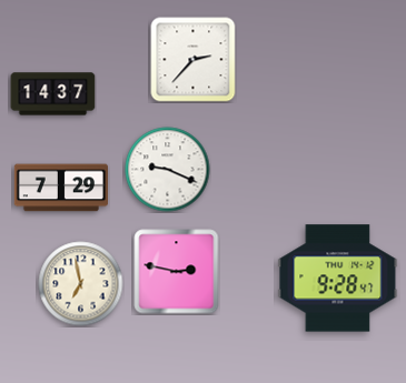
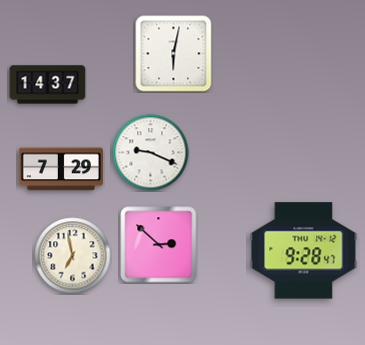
clock at (194, 60): 2:37 -> 6:02
clock at (60, 188) position: (60, 188) -> (60, 169)
clock at (177, 272): 2:47 -> 2:52
